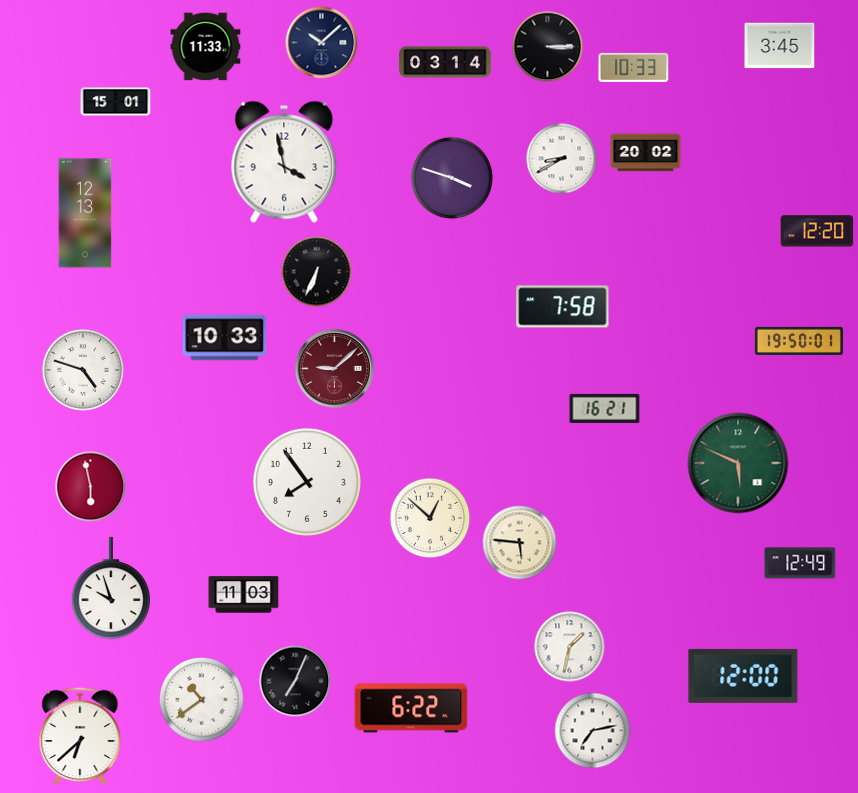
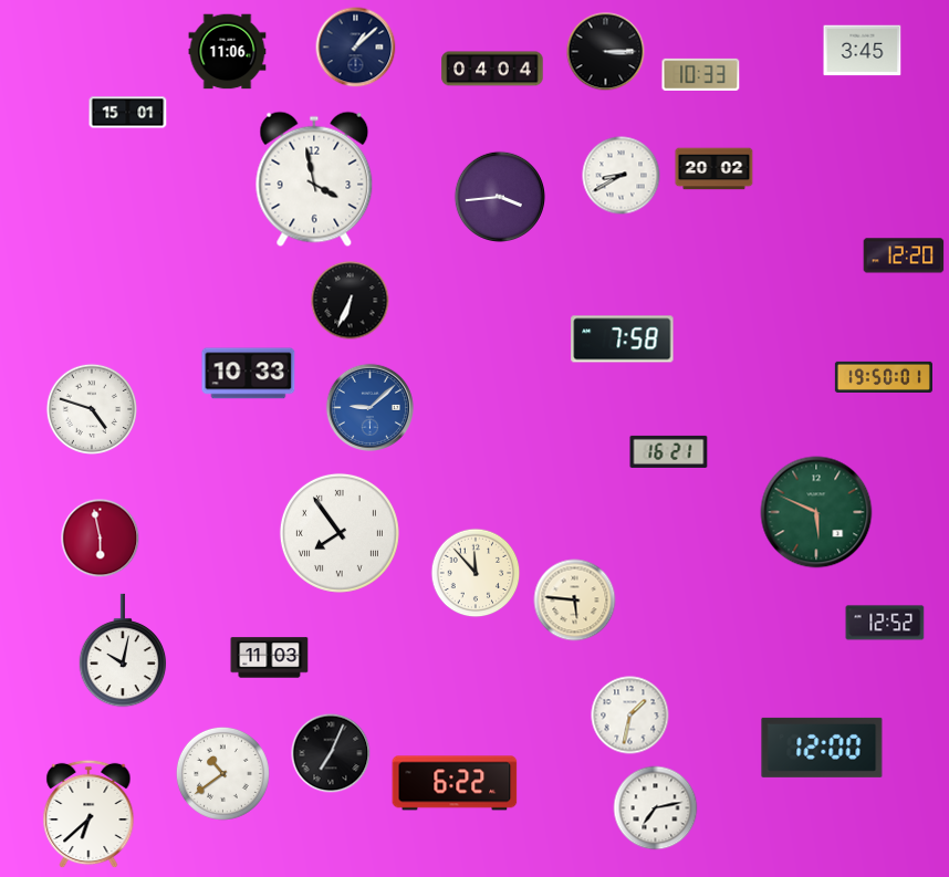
clock at (322, 43): 10:08 -> 1:08
clock at (206, 47): 11:33 -> 11:06
clock at (445, 62): 03:14 -> 04:04
clock at (451, 177): 3:48 -> 3:44
clock at (85, 213): 12:13 -> none
clock at (334, 368) dial: burgundy -> blue
clock at (307, 482) numerals: Arabic -> Roman
clock at (430, 518): 12:52 -> 11:53
clock at (800, 563): 12:49 -> 12:52
clock at (111, 588): 9:57 -> 10:02
clock at (295, 681) position: (295, 681) -> (331, 753)
